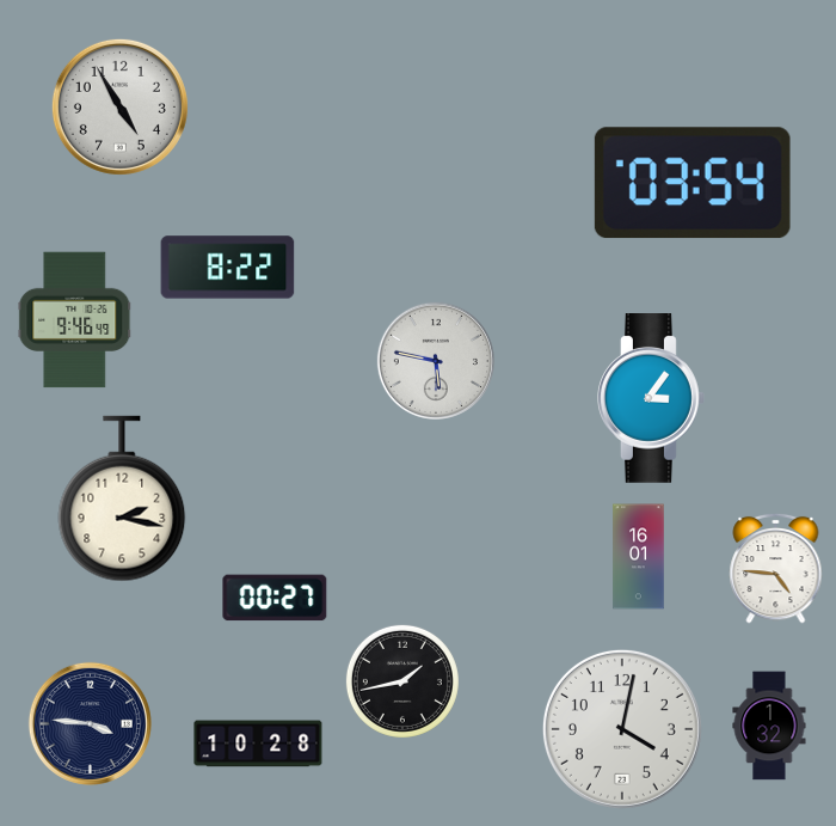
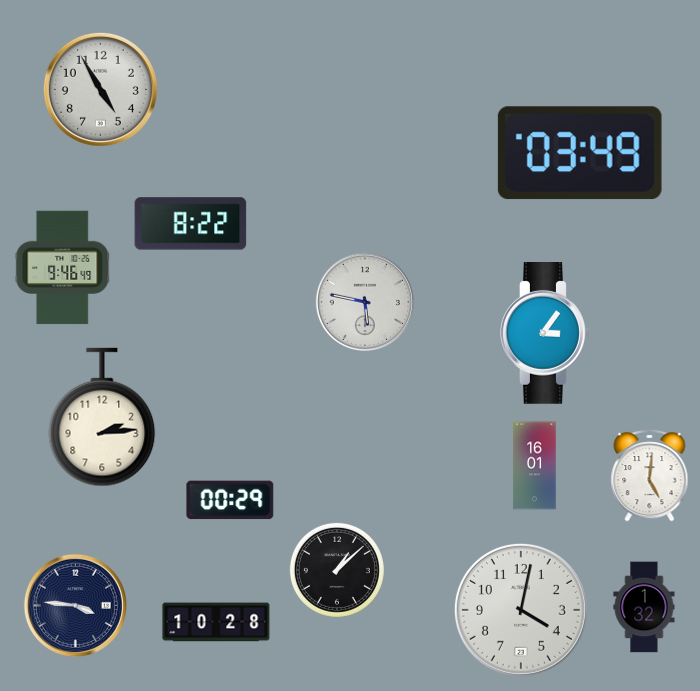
clock at (693, 183): 03:54 -> 03:49
clock at (122, 498): 2:17 -> 2:14
clock at (776, 568): 4:46 -> 5:01
clock at (275, 598): 00:27 -> 00:29
clock at (402, 681): 1:43 -> 1:08
